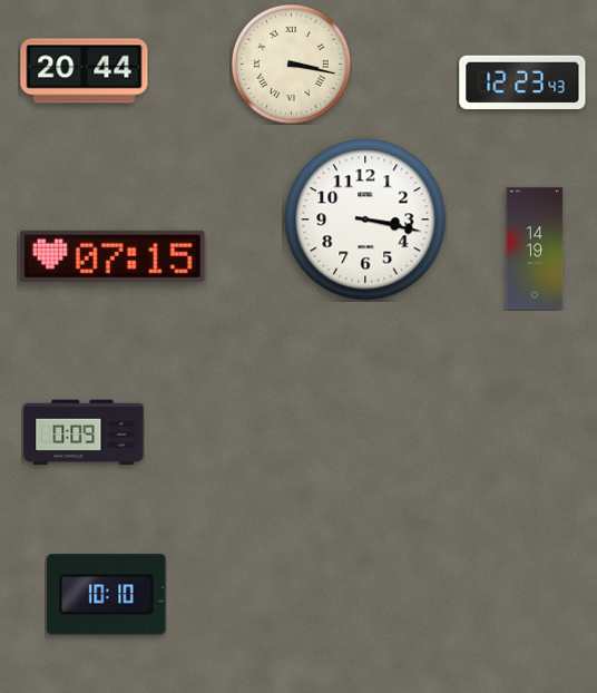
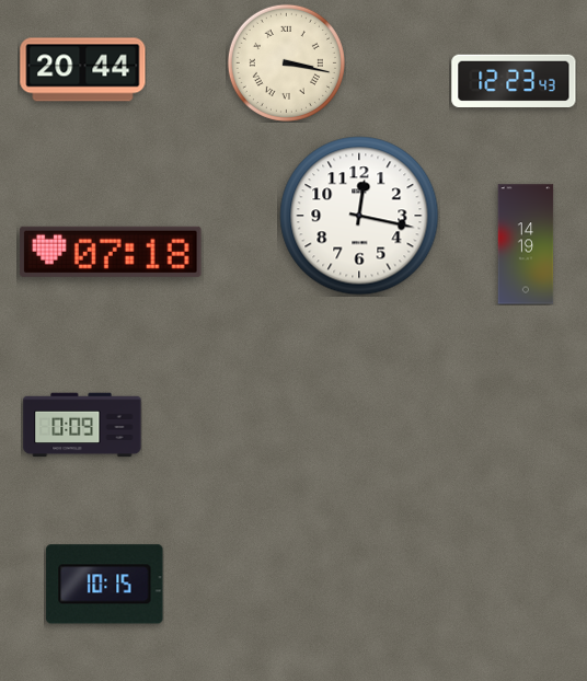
clock at (365, 219): 3:17 -> 12:17
clock at (112, 256): 07:15 -> 07:18
clock at (107, 595): 10:10 -> 10:15
